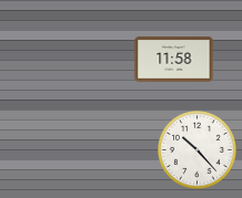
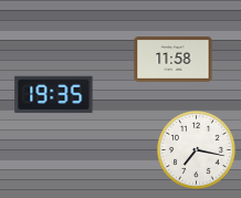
clock at (54, 95): none -> 19:35
clock at (198, 150): 10:23 -> 7:17
